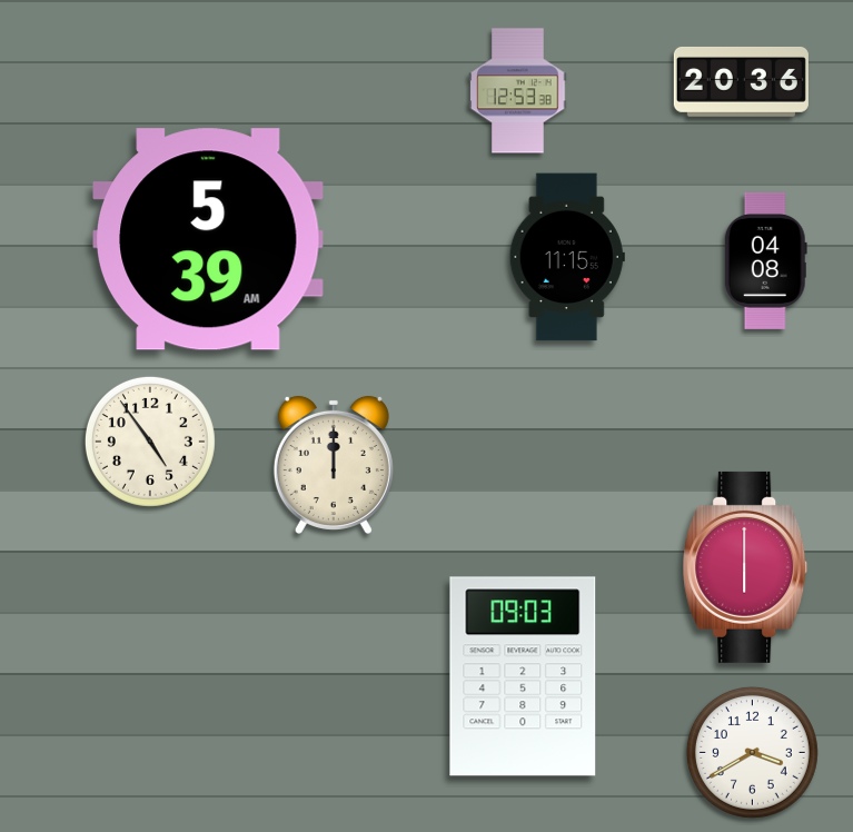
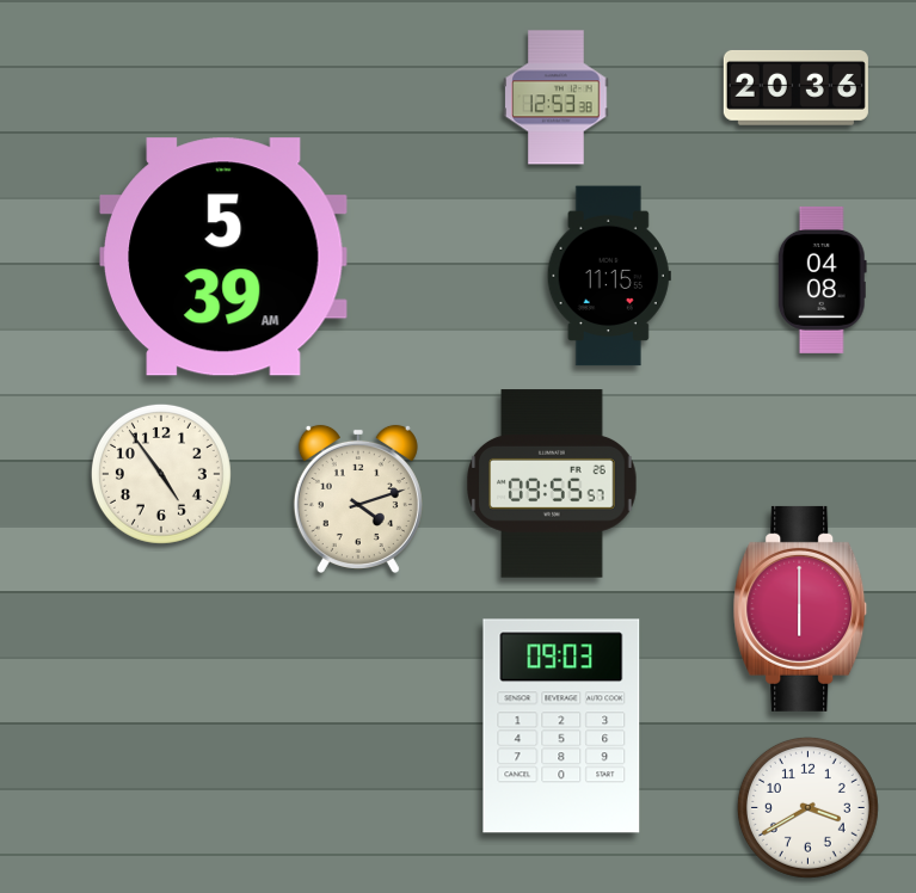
clock at (552, 484): none -> 09:55
clock at (334, 465): 12:00 -> 4:12
